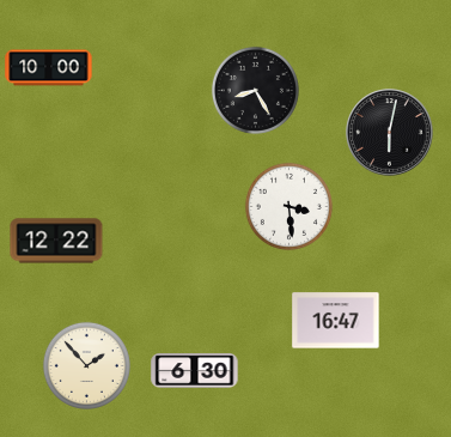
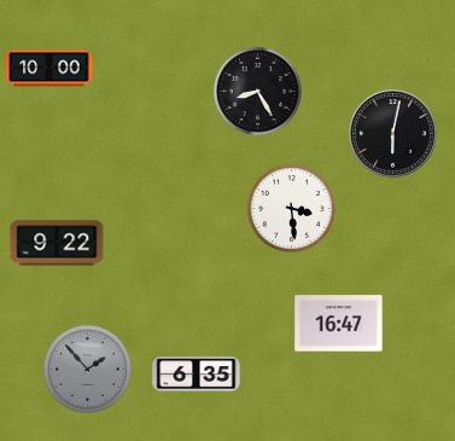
clock at (56, 241): 12:22 -> 9:22
clock at (86, 365) dial: cream -> grey
clock at (195, 371): 6:30 -> 6:35
